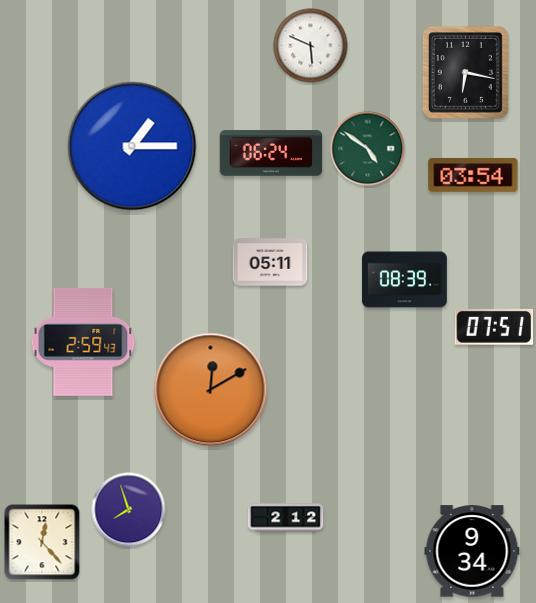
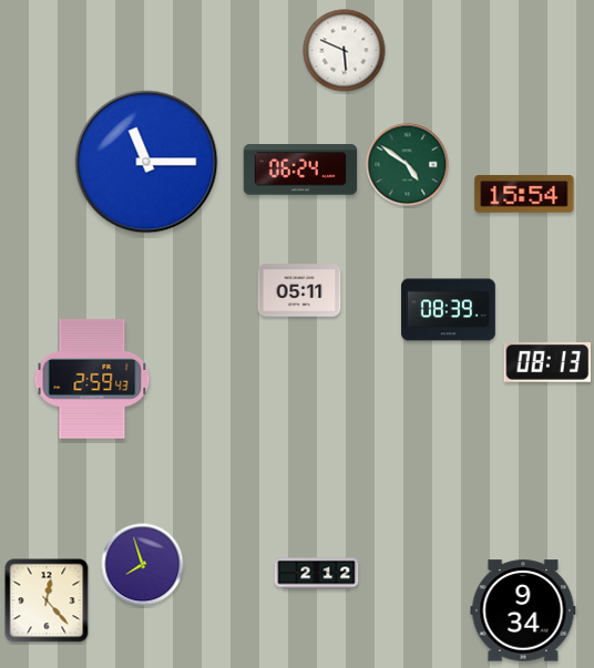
clock at (465, 72): 6:17 -> none
clock at (132, 146): 1:15 -> 11:15
clock at (473, 175): 03:54 -> 15:54
clock at (494, 327): 07:51 -> 08:13
clock at (211, 390): 12:10 -> none
